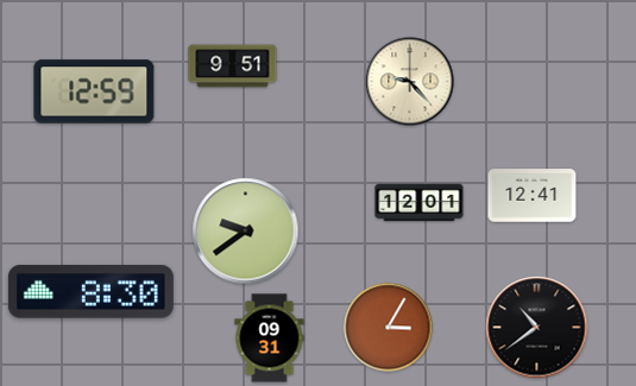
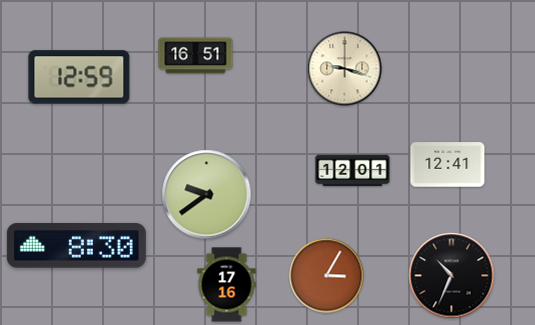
clock at (233, 67): 9:51 -> 16:51
clock at (410, 82): 9:23 -> 9:18
clock at (537, 328): 10:39 -> 10:34
clock at (270, 338): 09:31 -> 17:16
